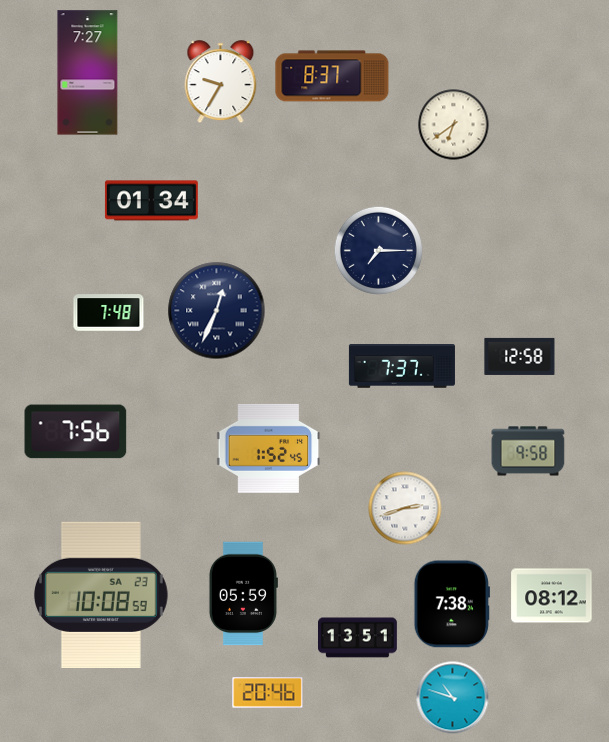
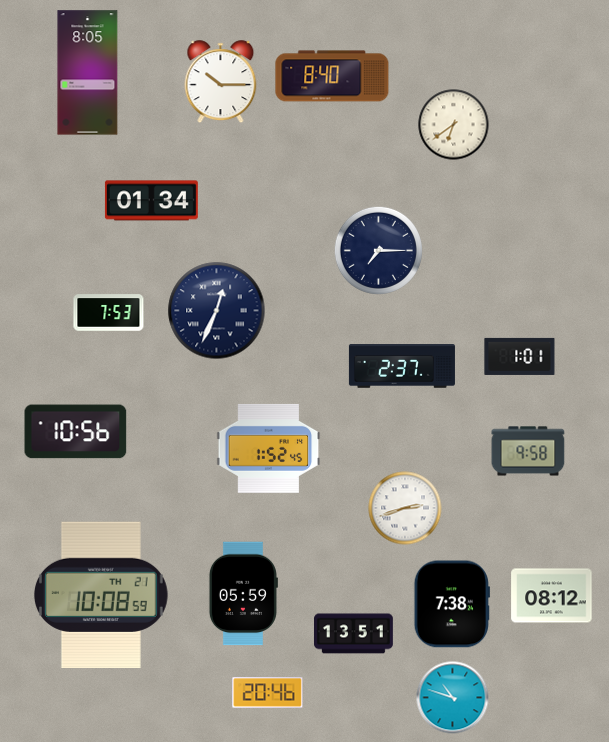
clock at (88, 73): 7:27 -> 8:05
clock at (332, 76): 8:37 -> 8:40
clock at (221, 82): 9:35 -> 10:15
clock at (109, 313): 7:48 -> 7:53
clock at (520, 356): 12:58 -> 1:01
clock at (402, 366): 7:37 -> 2:37
clock at (76, 432): 7:56 -> 10:56
clock at (101, 595) date: SA 23 -> TH 21
clock at (358, 638) position: (358, 638) -> (354, 634)
